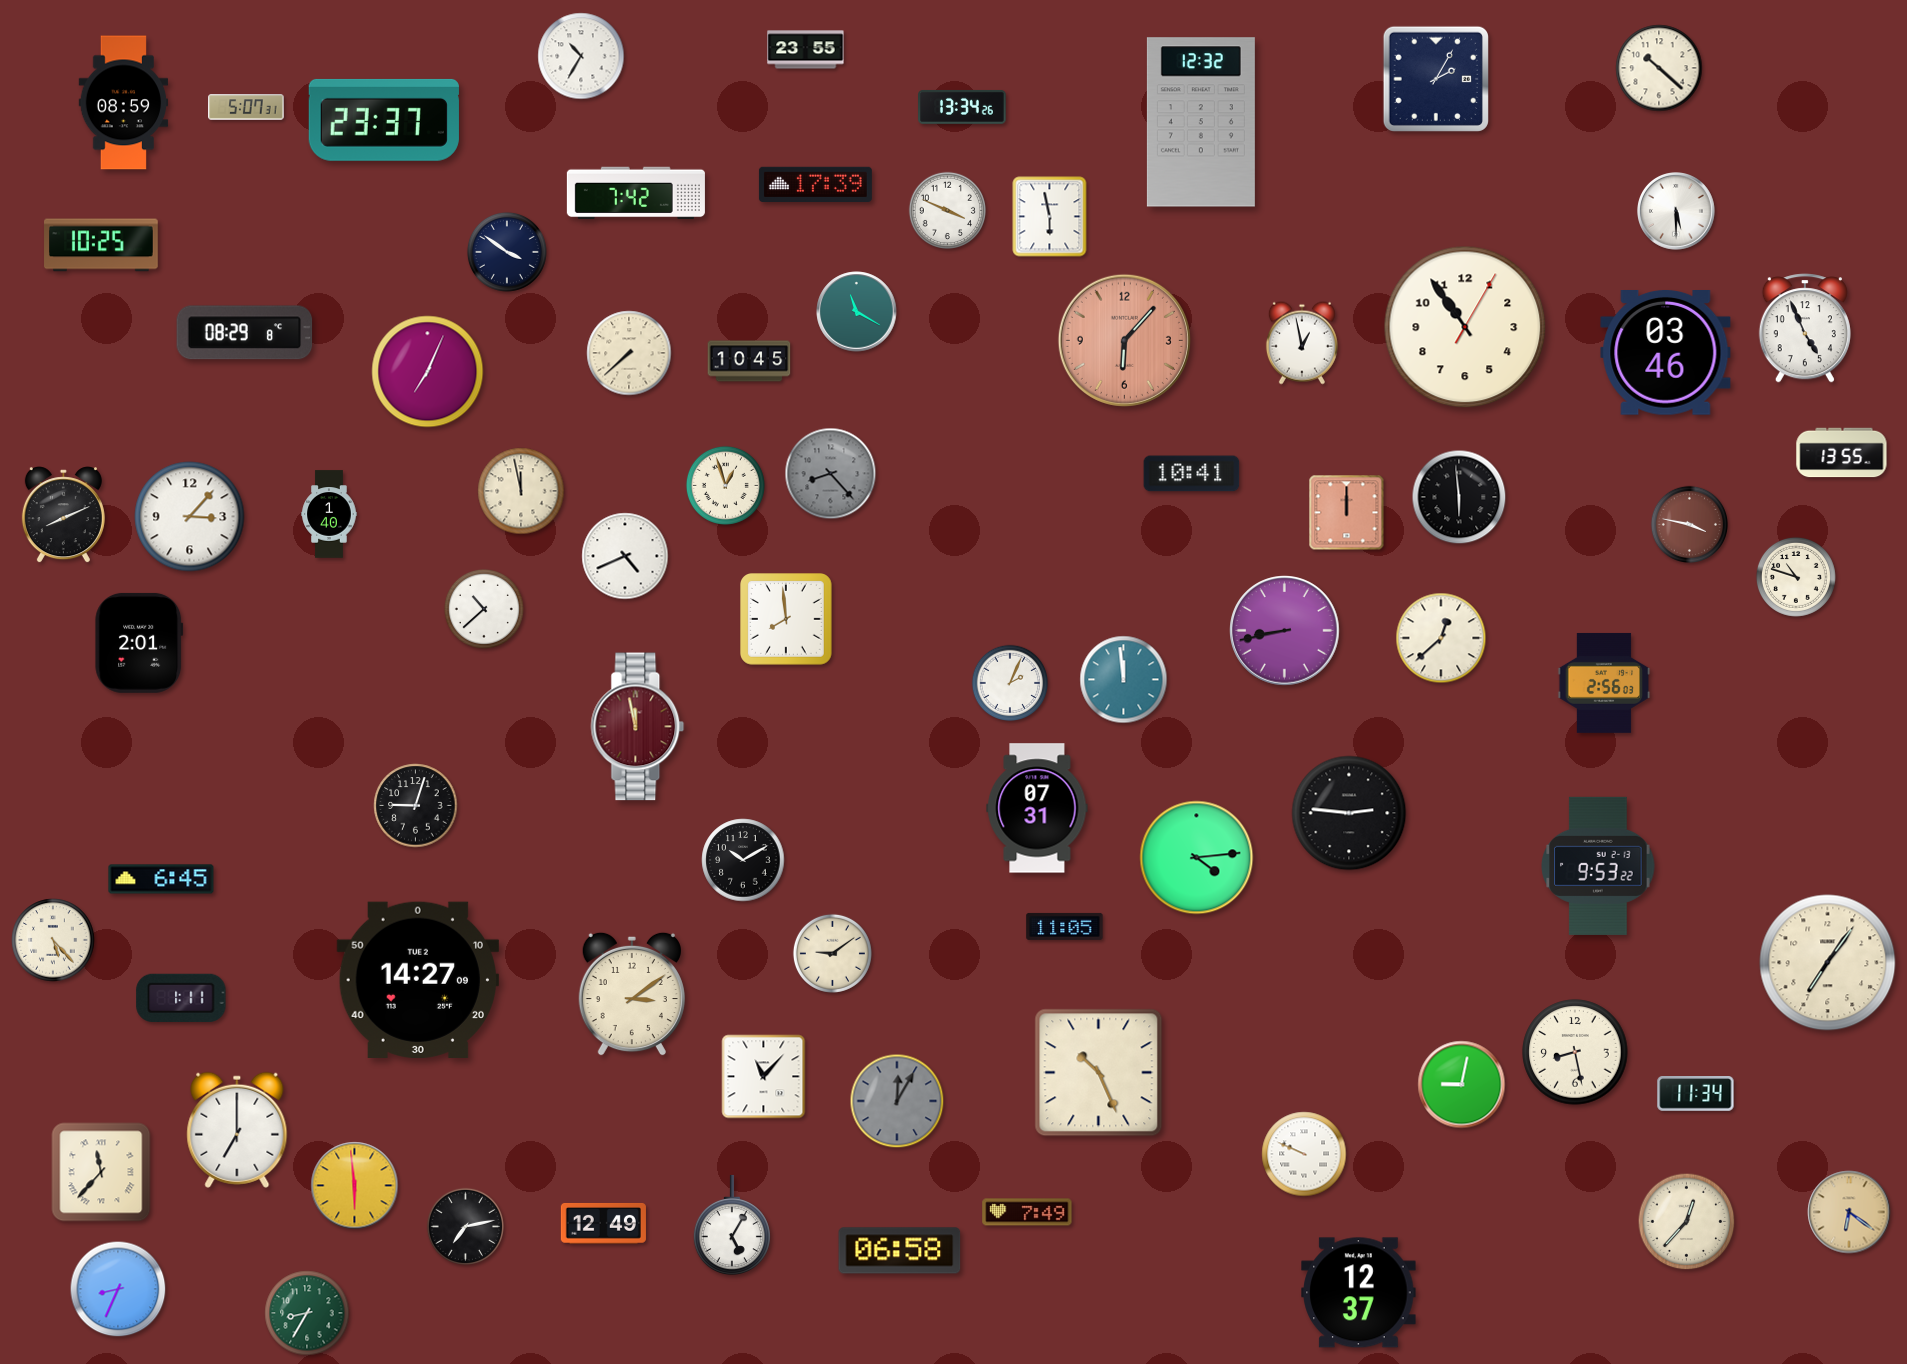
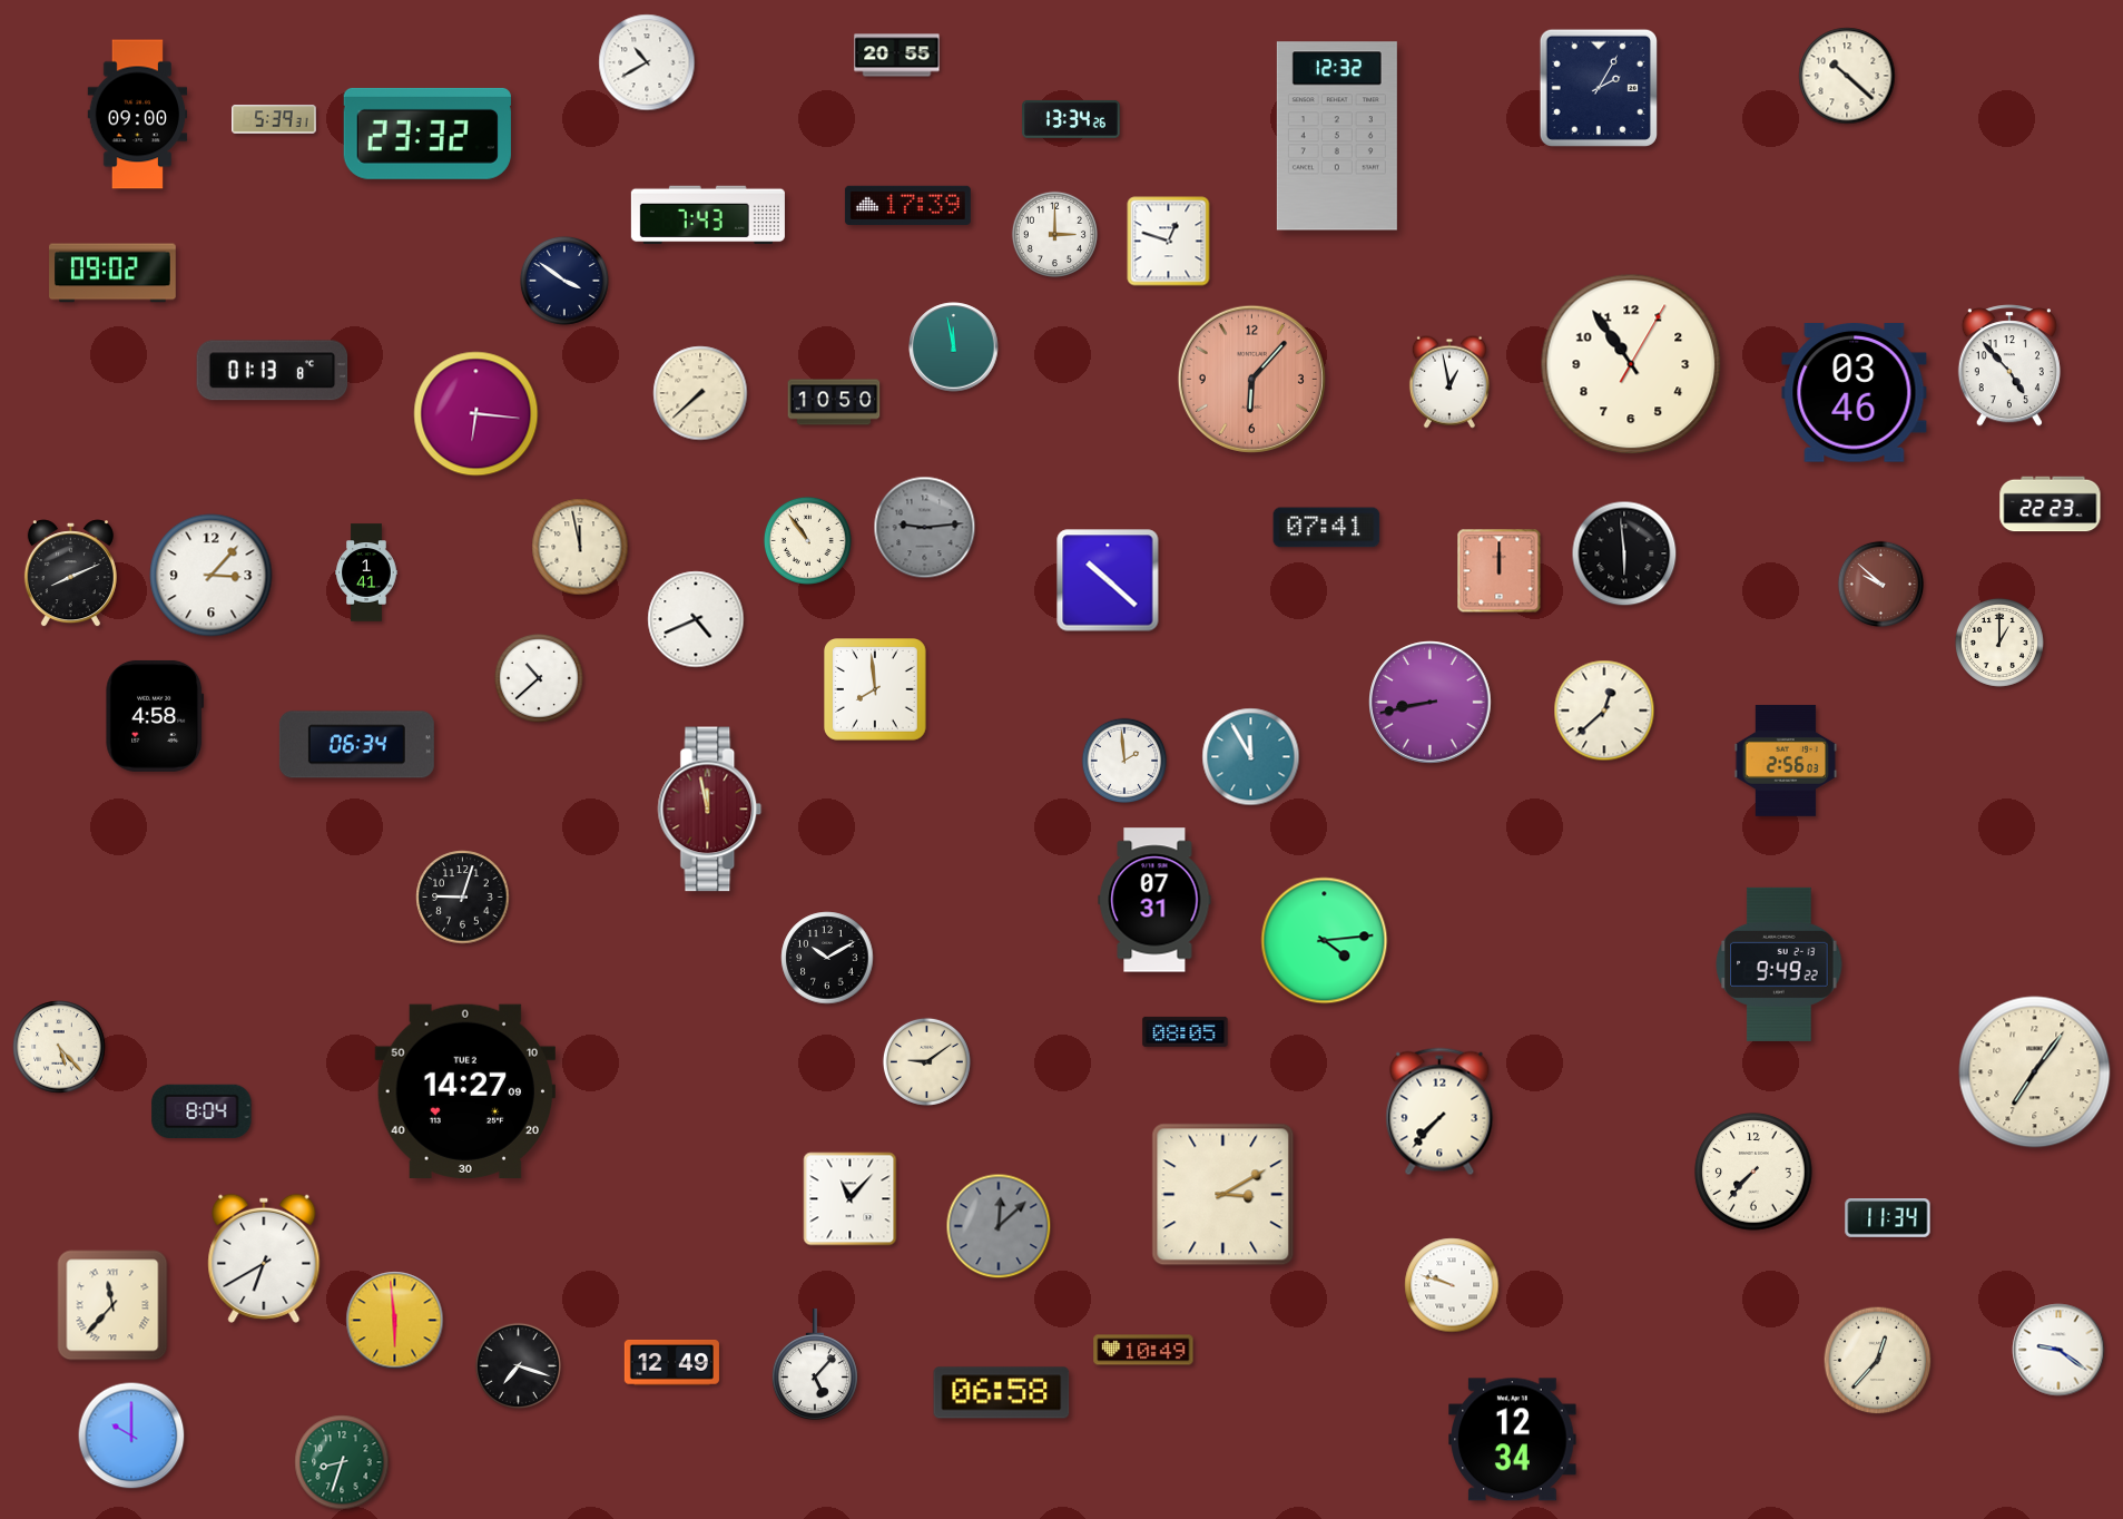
clock at (806, 50): 23:55 -> 20:55
clock at (581, 56): 10:35 -> 10:40
clock at (124, 103): 08:59 -> 09:00
clock at (246, 107): 5:07 -> 5:39
clock at (384, 120): 23:37 -> 23:32
clock at (636, 193): 7:42 -> 7:43
clock at (947, 210): 3:49 -> 3:00
clock at (1677, 212): 5:30 -> none
clock at (1050, 217): 5:58 -> 12:48
clock at (101, 245): 10:25 -> 09:02
clock at (857, 312): 11:20 -> 11:58
clock at (1805, 328): 4:56 -> 4:53
clock at (245, 333): 08:29 -> 01:13
clock at (749, 361): 10:45 -> 10:50
clock at (428, 372): 7:04 -> 6:16
clock at (1842, 453): 13:55 -> 22:23
clock at (831, 474): 8:23 -> 9:14
clock at (1192, 474): 10:41 -> 07:41
clock at (725, 485): 12:57 -> 10:54
clock at (329, 514): 1:40 -> 1:41
clock at (1108, 580): none -> 10:22
clock at (1689, 524): 3:47 -> 9:52
clock at (1796, 577): 10:48 -> 1:00
clock at (139, 643): 2:01 -> 4:58
clock at (356, 745): none -> 06:34
clock at (1124, 680): 11:59 -> 11:55
clock at (1010, 683): 2:04 -> 1:59
clock at (1349, 813): 2:46 -> none
clock at (1197, 858) position: (1197, 858) -> (1325, 941)
clock at (1598, 866): 9:53 -> 9:49
clock at (161, 879): 6:45 -> none
clock at (1065, 926): 11:05 -> 08:05
clock at (632, 994): 3:09 -> none
clock at (181, 998): 1:11 -> 8:04
clock at (1439, 1111): none -> 7:37
clock at (1575, 1052): 8:28 -> 7:37
clock at (1099, 1073): 10:26 -> 3:10
clock at (1462, 1085): 9:02 -> none
clock at (897, 1101): 12:05 -> 12:08
clock at (237, 1130): 7:00 -> 6:40
clock at (1304, 1154): 9:49 -> 9:48
clock at (1027, 1212): 7:49 -> 10:49
clock at (1849, 1212): 6:21 -> 9:21
clock at (1849, 1212) dial: champagne -> white
clock at (732, 1225): 5:05 -> 5:07
clock at (465, 1226): 7:13 -> 7:18
clock at (118, 1289): 8:34 -> 10:00
clock at (1359, 1293): 12:37 -> 12:34
clock at (307, 1313): 8:35 -> 8:33
